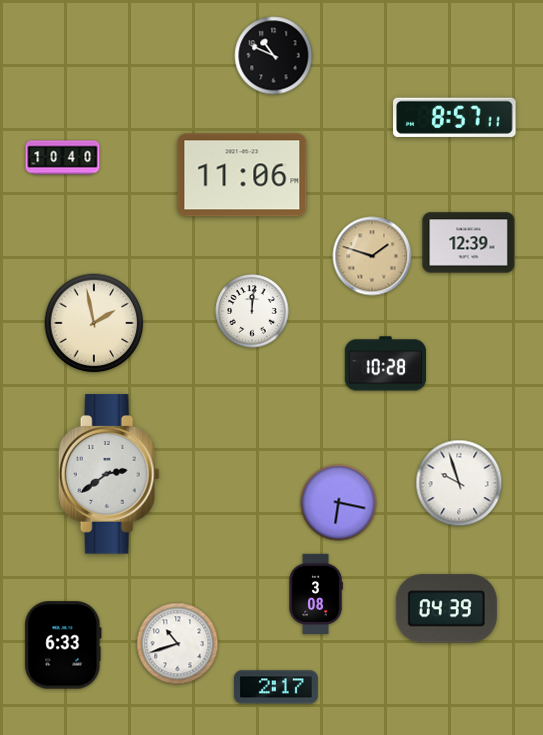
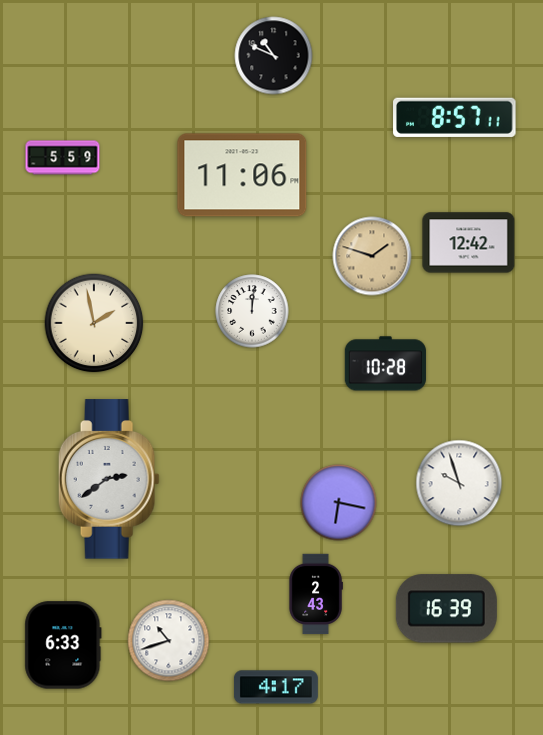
clock at (63, 158): 10:40 -> 5:59
clock at (469, 243): 12:39 -> 12:42
clock at (109, 474) position: (109, 474) -> (109, 479)
clock at (316, 594): 3:08 -> 2:43
clock at (446, 609): 04:39 -> 16:39
clock at (178, 644) position: (178, 644) -> (169, 641)
clock at (276, 687): 2:17 -> 4:17
